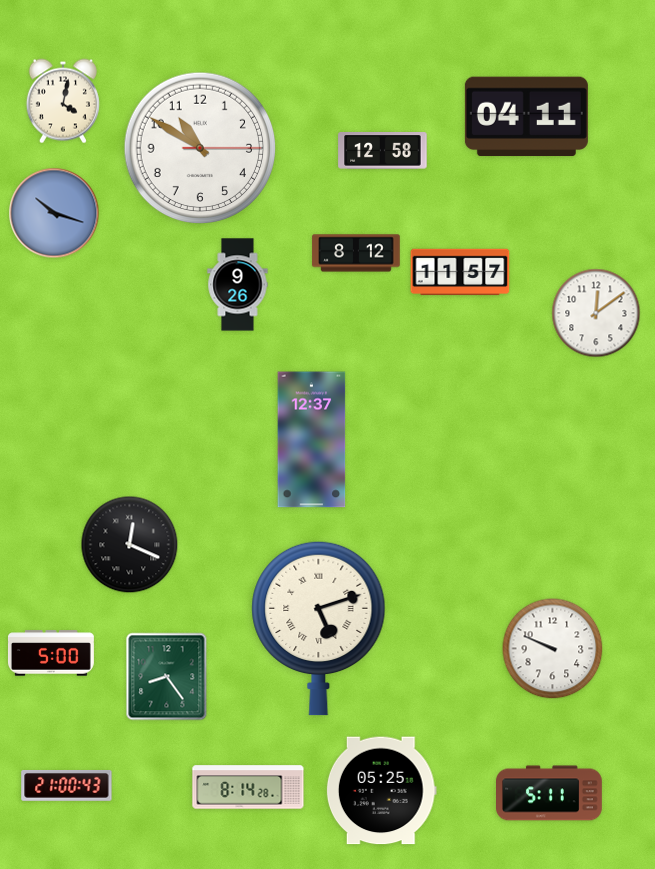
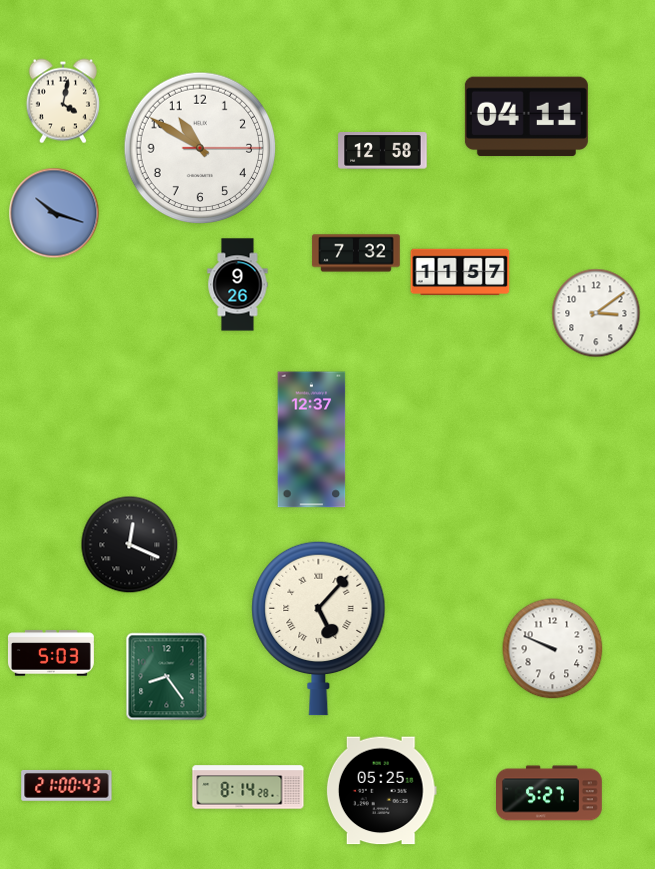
clock at (356, 253): 8:12 -> 7:32
clock at (596, 313): 12:09 -> 3:09
clock at (319, 628): 5:12 -> 5:07
clock at (51, 653): 5:00 -> 5:03
clock at (549, 793): 5:11 -> 5:27
